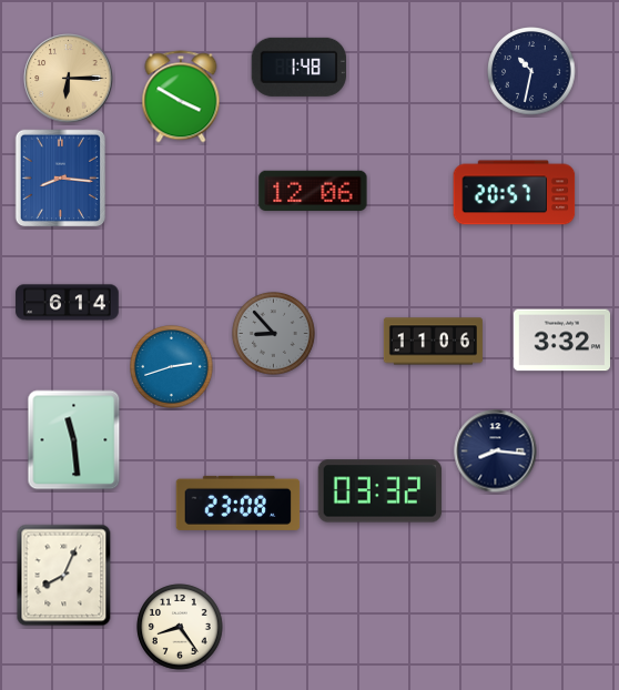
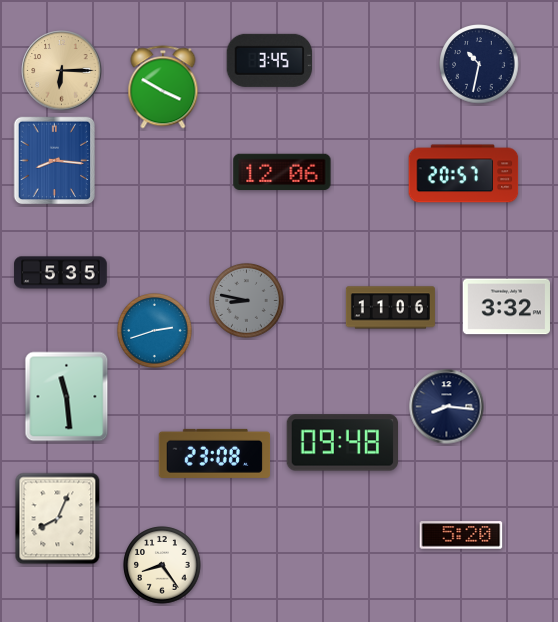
clock at (300, 67): 1:48 -> 3:45
clock at (68, 303): 6:14 -> 5:35
clock at (274, 334): 8:53 -> 8:47
clock at (379, 491): 03:32 -> 09:48
clock at (461, 535): none -> 5:20
